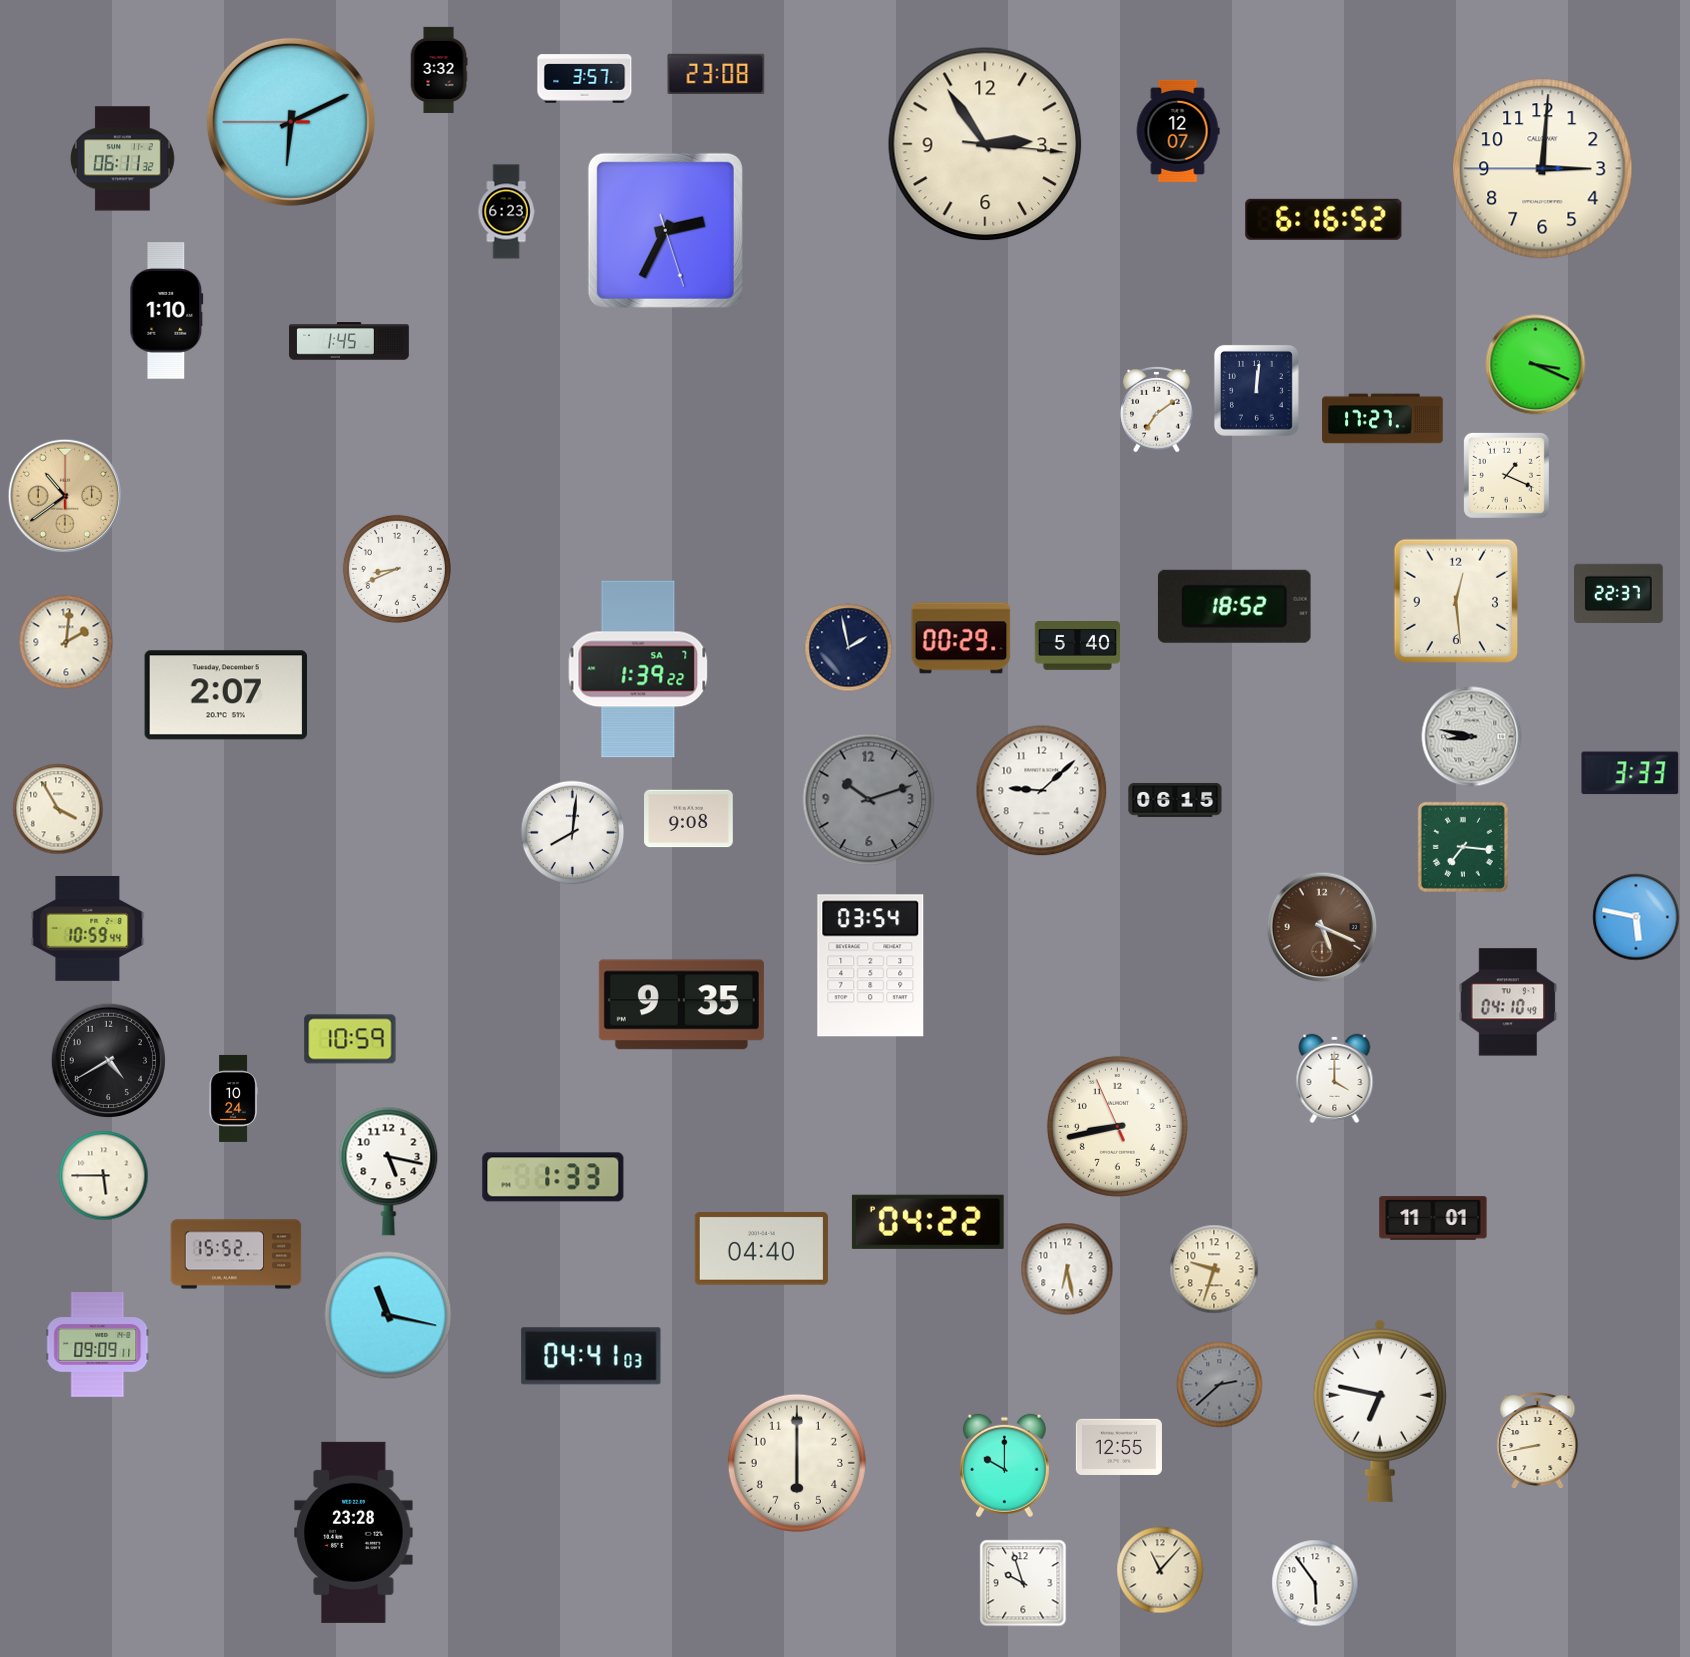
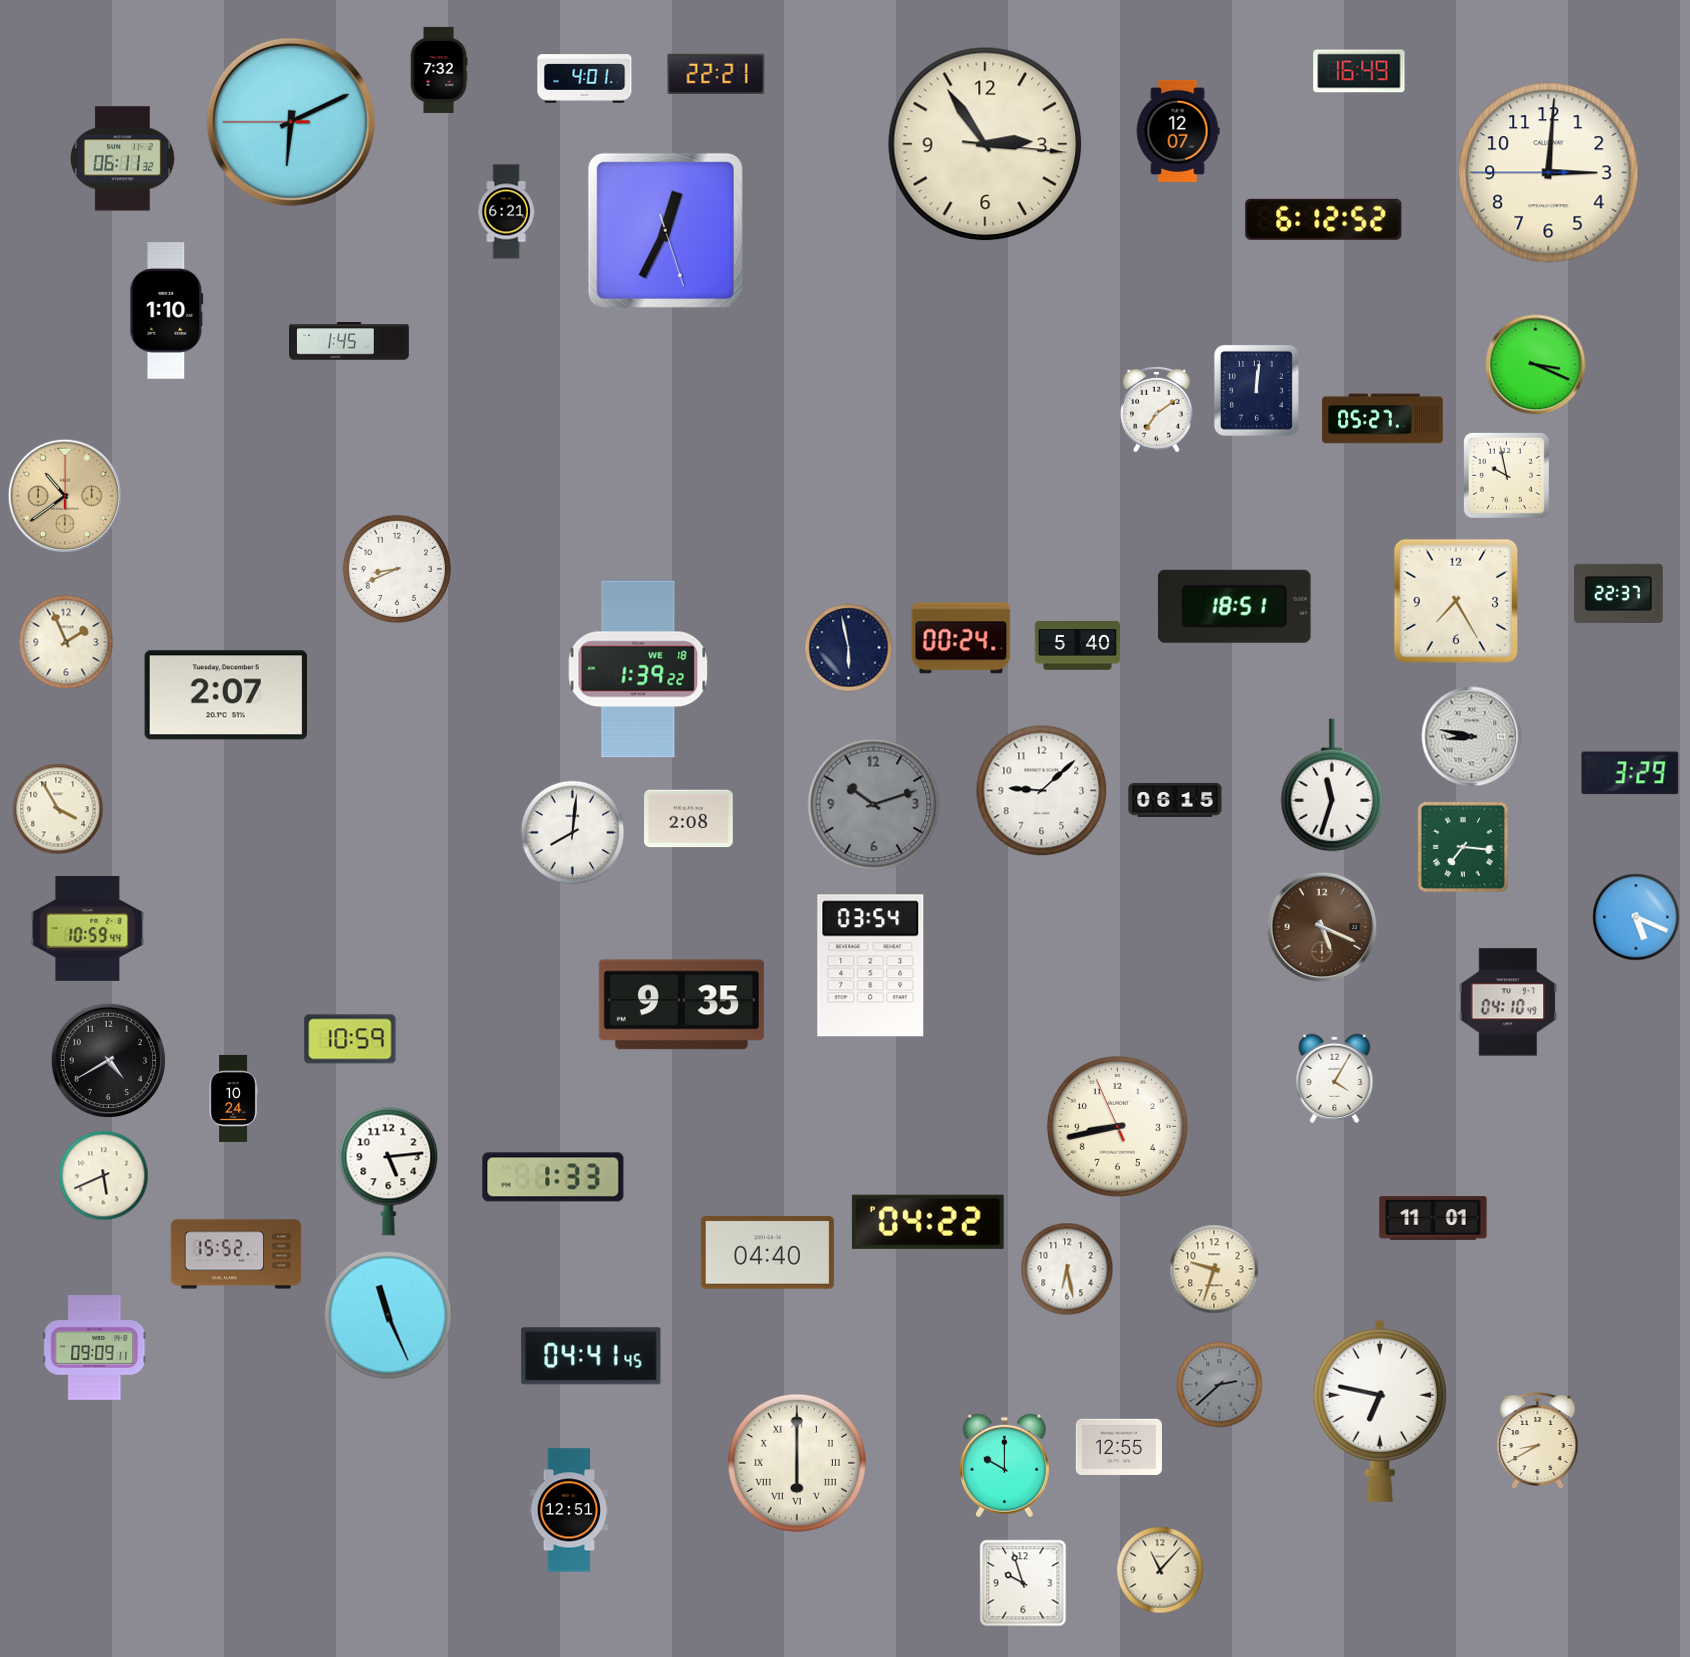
clock at (439, 70): 3:32 -> 7:32
clock at (1359, 71): none -> 16:49
clock at (716, 73): 23:08 -> 22:21
clock at (585, 79): 3:57 -> 4:01
clock at (1543, 169) position: (1543, 169) -> (1549, 173)
clock at (506, 212): 6:23 -> 6:21
clock at (1324, 219): 6:16 -> 6:12
clock at (665, 230): 2:34 -> 12:34
clock at (1383, 419): 17:27 -> 05:27
clock at (1506, 475): 1:19 -> 9:58
clock at (1456, 601): 12:29 -> 7:25
clock at (1234, 606): 18:52 -> 18:51
clock at (961, 638): 00:29 -> 00:24
clock at (66, 642): 2:01 -> 1:56
clock at (849, 648): 1:58 -> 5:58
clock at (638, 669) date: SA 7 -> WE 18
clock at (1630, 773): 3:33 -> 3:29
clock at (1332, 785): none -> 11:33
clock at (869, 800) position: (869, 800) -> (874, 805)
clock at (689, 819): 9:08 -> 2:08
clock at (1636, 917): 5:47 -> 5:19
clock at (1335, 1078): 4:00 -> 4:05
clock at (389, 1171): 5:17 -> 5:14
clock at (104, 1176): 5:45 -> 5:41
clock at (761, 1249) position: (761, 1249) -> (767, 1253)
clock at (388, 1315): 11:17 -> 11:26
clock at (98, 1345) position: (98, 1345) -> (95, 1348)
clock at (591, 1356): 04:41:03 -> 04:41:45
clock at (1538, 1441): 8:43 -> 8:40
clock at (797, 1463) numerals: Arabic -> Roman
clock at (569, 1510): none -> 12:51
clock at (354, 1532): 23:28 -> none
clock at (1315, 1583): 5:54 -> none
